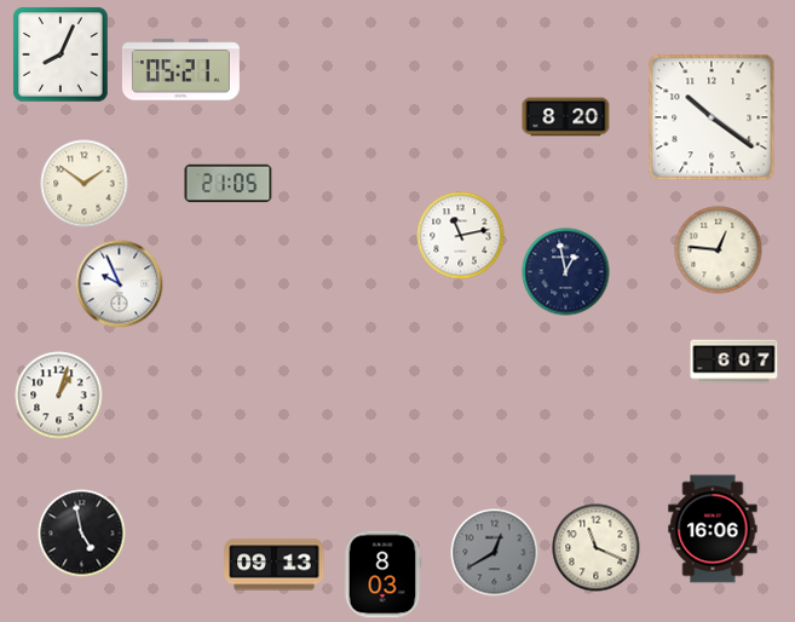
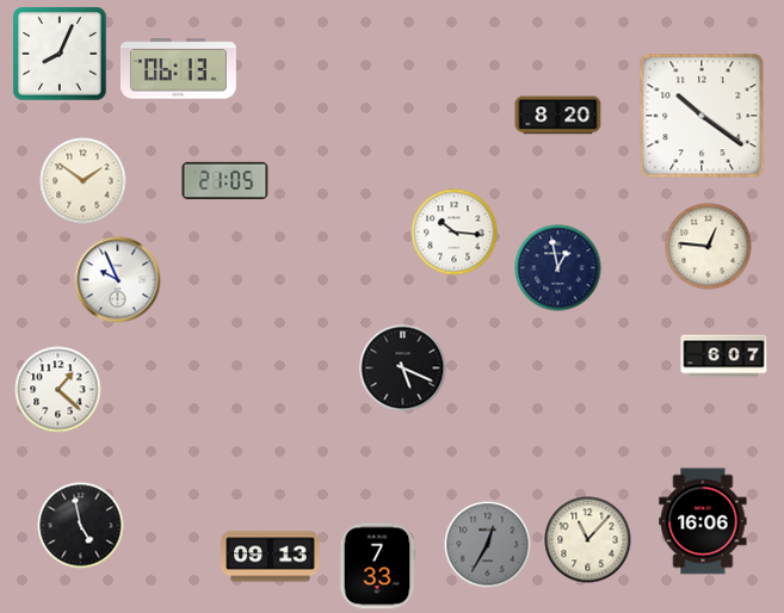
clock at (180, 70): 05:21 -> 06:13
clock at (461, 236): 11:13 -> 10:16
clock at (403, 369): none -> 5:19
clock at (59, 396): 1:03 -> 1:22
clock at (597, 548): 11:19 -> 11:07
clock at (495, 553): 12:40 -> 12:35
clock at (382, 575): 8:03 -> 7:33
